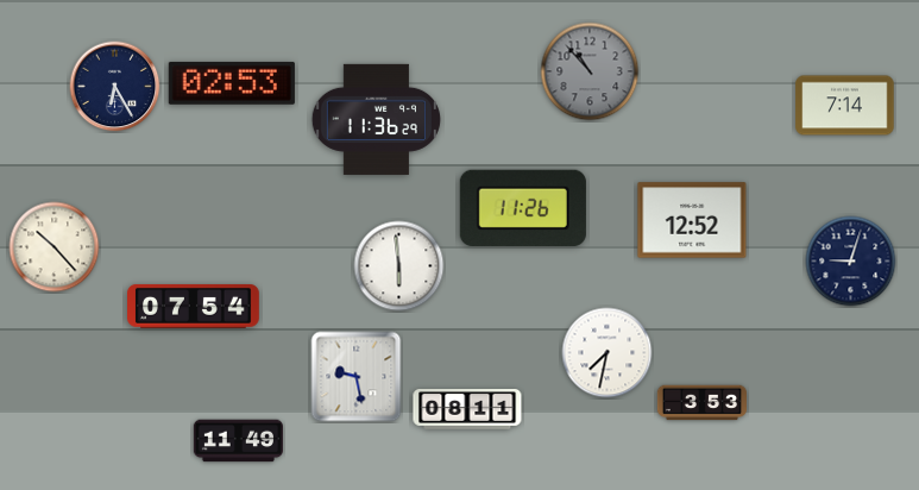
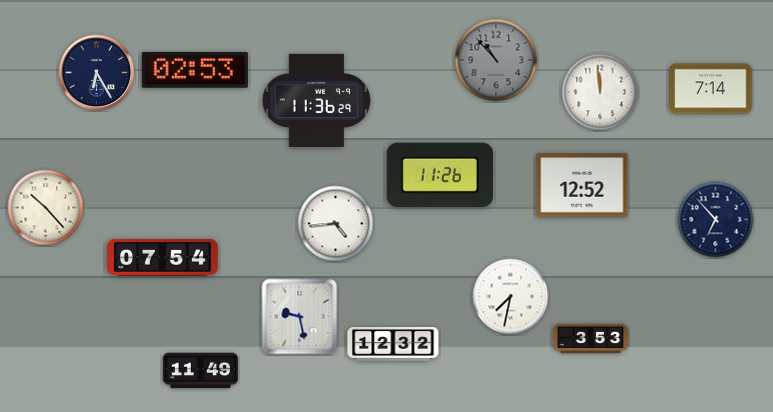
clock at (600, 92): none -> 11:59
clock at (851, 262): 9:03 -> 6:53
clock at (399, 266): 5:59 -> 4:44
clock at (467, 410): 08:11 -> 12:32
